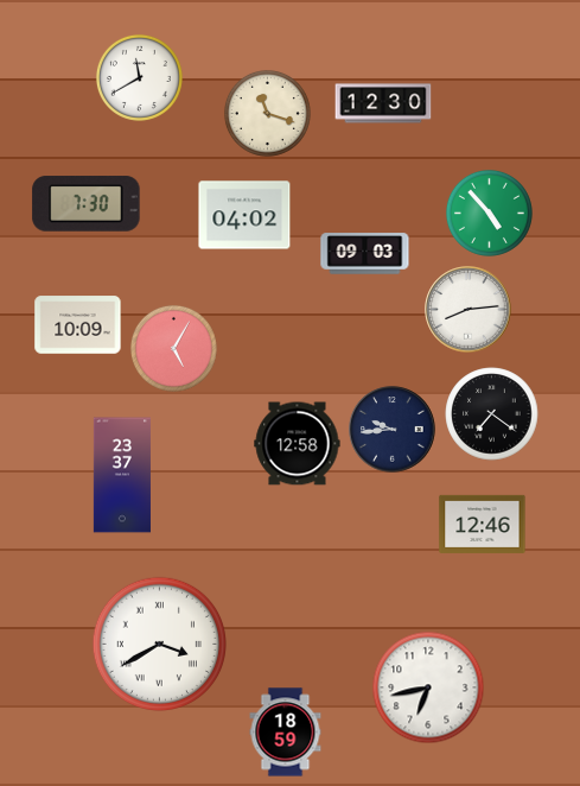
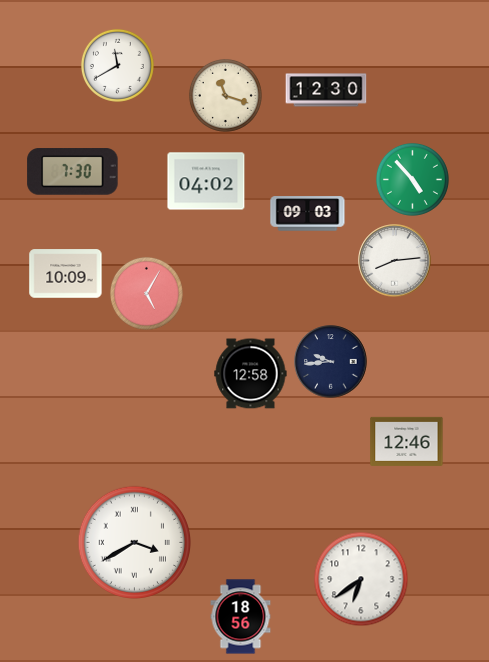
clock at (383, 103) position: (383, 103) -> (326, 90)
clock at (492, 414): 7:21 -> none
clock at (122, 475): 23:37 -> none
clock at (428, 687): 6:43 -> 6:39
clock at (286, 733): 18:59 -> 18:56
